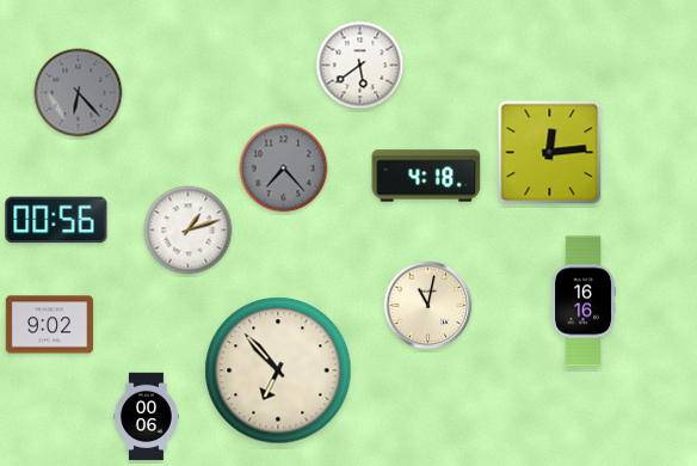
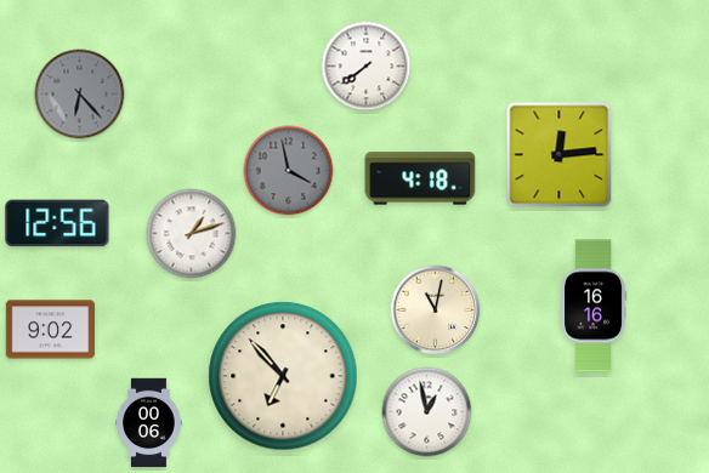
clock at (360, 66): 5:39 -> 7:39
clock at (284, 168): 7:23 -> 3:58
clock at (426, 176) position: (426, 176) -> (420, 178)
clock at (56, 220): 00:56 -> 12:56
clock at (427, 412): none -> 12:58
